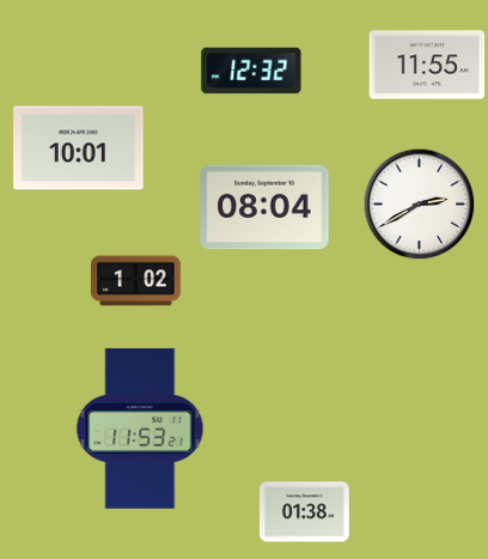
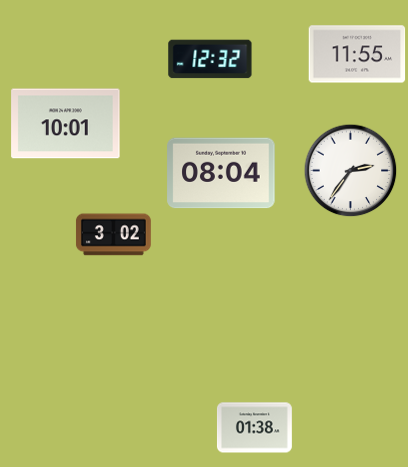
clock at (420, 205): 2:40 -> 2:36
clock at (135, 281): 1:02 -> 3:02
clock at (140, 429): 11:53 -> none
